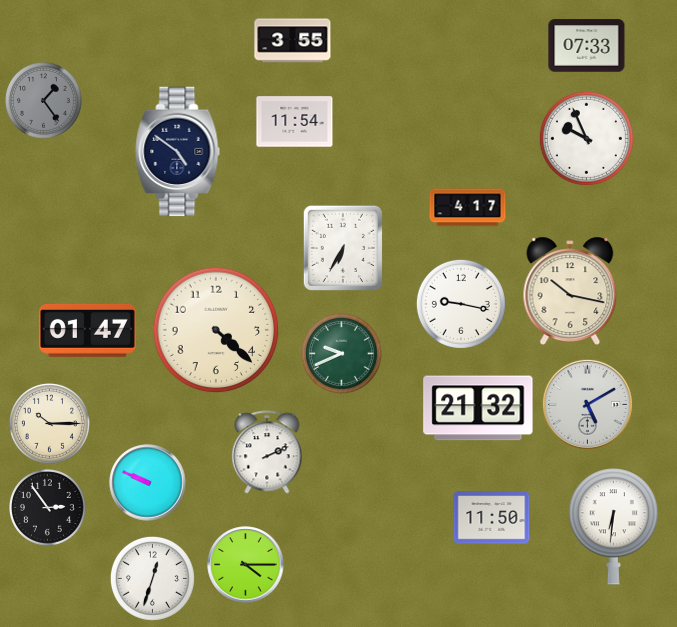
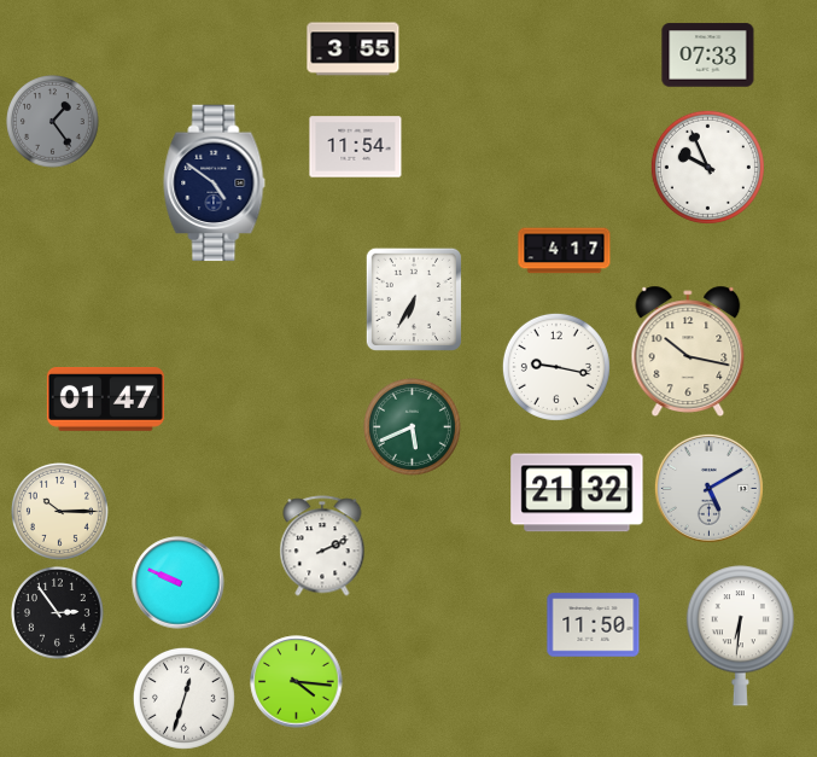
clock at (216, 330): 4:22 -> none
clock at (341, 353): 9:41 -> 5:41
clock at (246, 565): 4:15 -> 4:16
